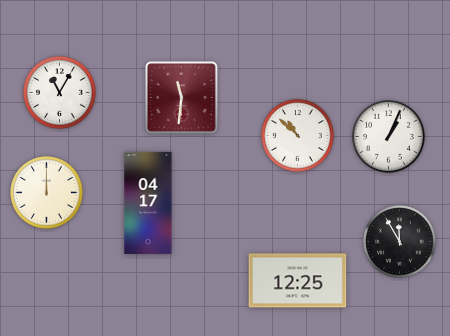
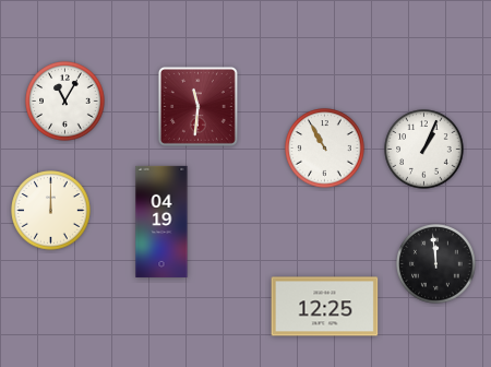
clock at (298, 136): 10:52 -> 10:55
clock at (148, 203): 04:17 -> 04:19
clock at (400, 242): 11:55 -> 11:59
